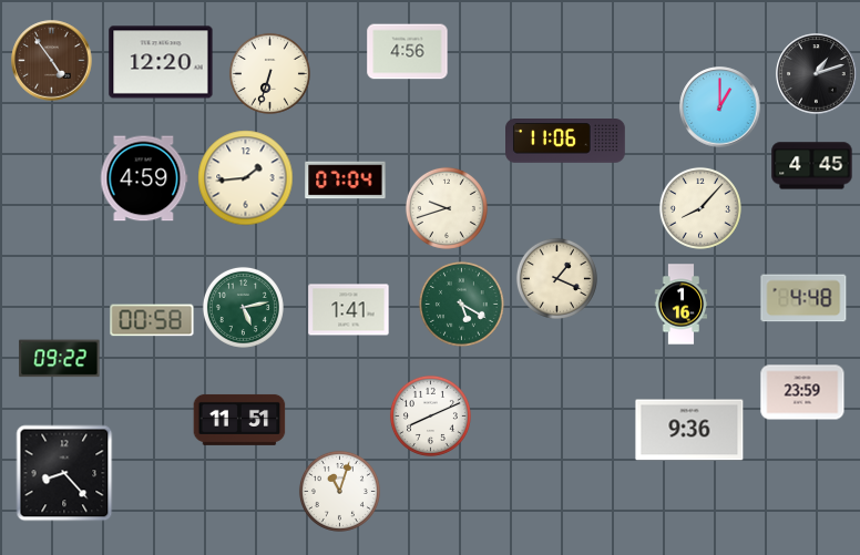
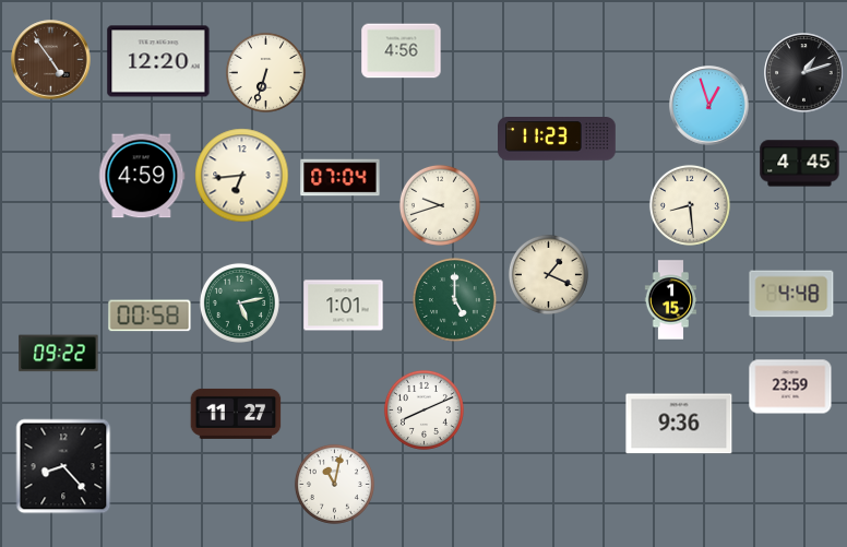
clock at (720, 107): 1:00 -> 12:57
clock at (566, 142): 11:06 -> 11:23
clock at (246, 178): 1:44 -> 6:44
clock at (700, 208): 8:07 -> 8:29
clock at (462, 305): 5:20 -> 5:00
clock at (682, 305): 1:16 -> 1:15
clock at (349, 310): 1:41 -> 1:01
clock at (239, 420): 11:51 -> 11:27
clock at (339, 491): 11:03 -> 11:02
